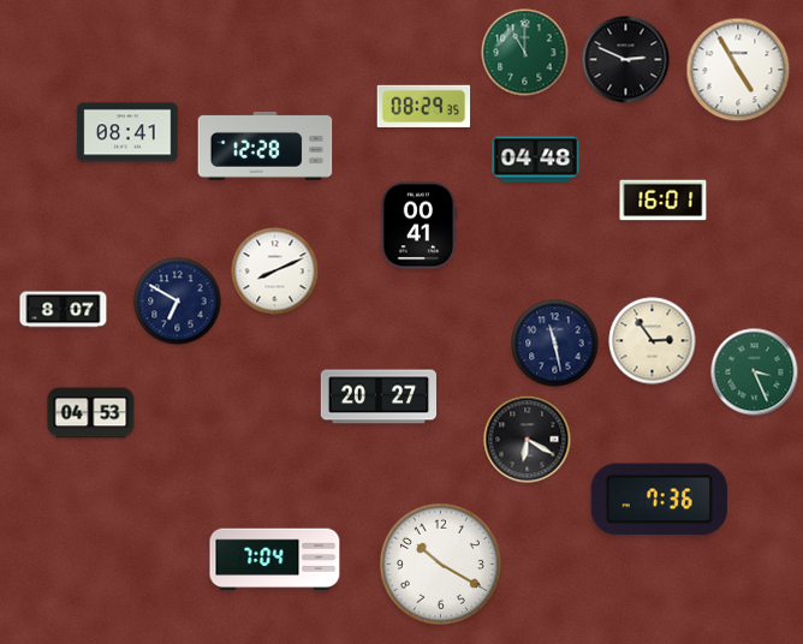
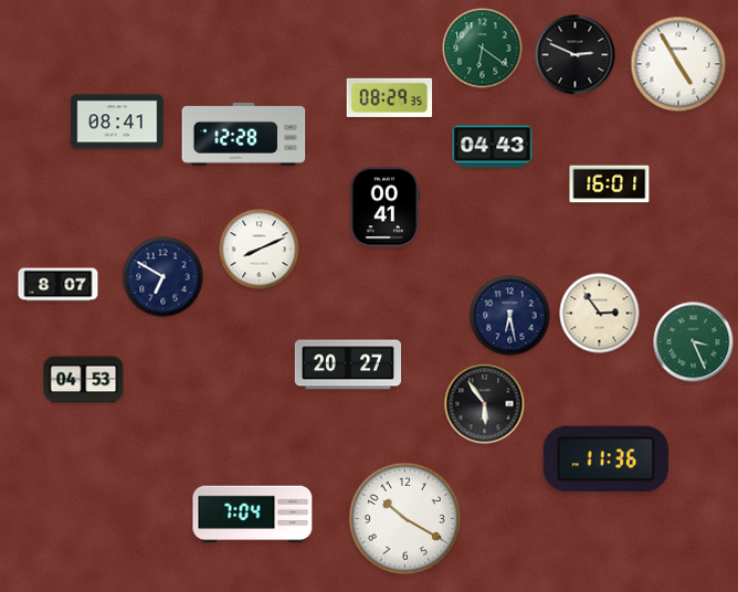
clock at (525, 53): 11:00 -> 6:21
clock at (536, 160): 04:48 -> 04:43
clock at (275, 272) position: (275, 272) -> (260, 250)
clock at (555, 344): 11:28 -> 6:28
clock at (528, 440): 6:20 -> 5:54
clock at (659, 500): 7:36 -> 11:36
